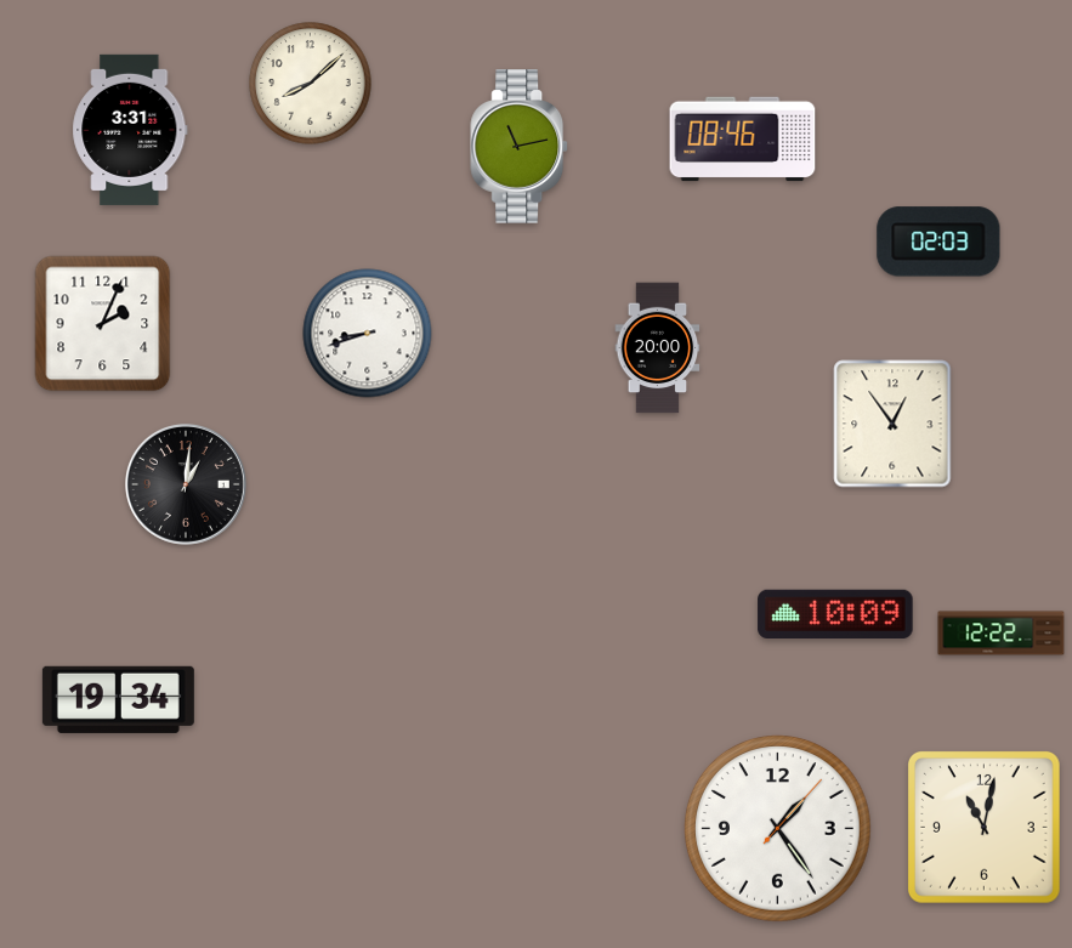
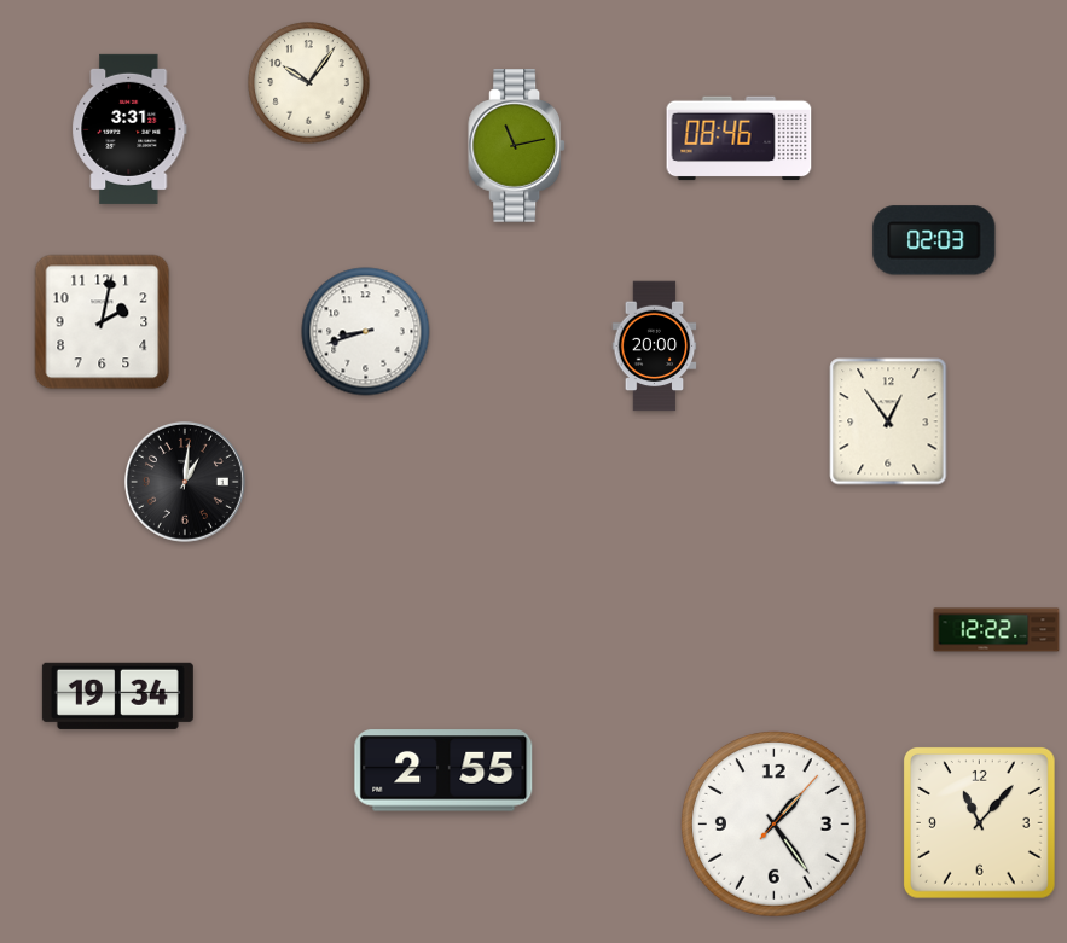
clock at (311, 84): 8:08 -> 10:06
clock at (103, 324): 2:04 -> 2:02
clock at (835, 613): 10:09 -> none
clock at (443, 770): none -> 2:55
clock at (985, 828): 11:02 -> 11:07
